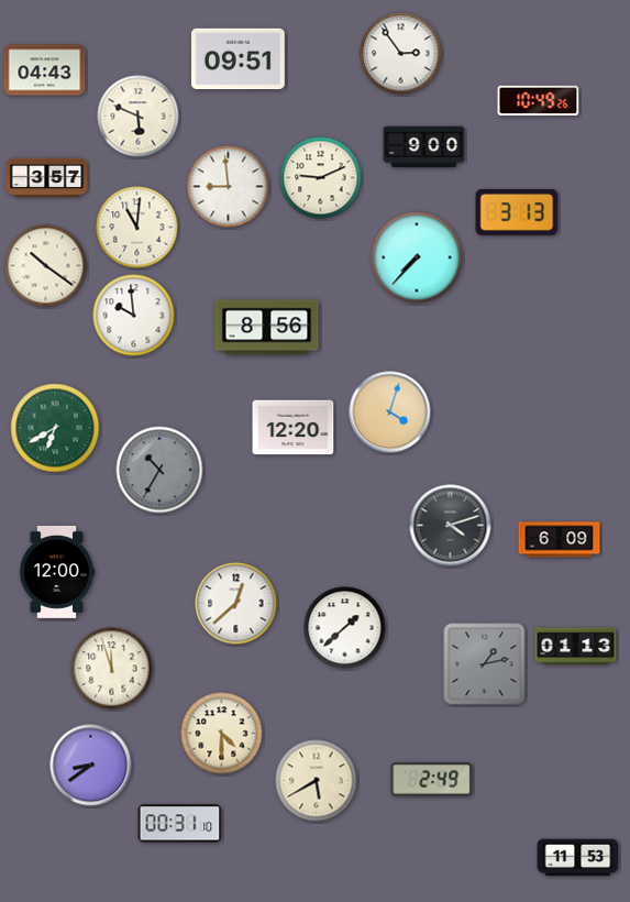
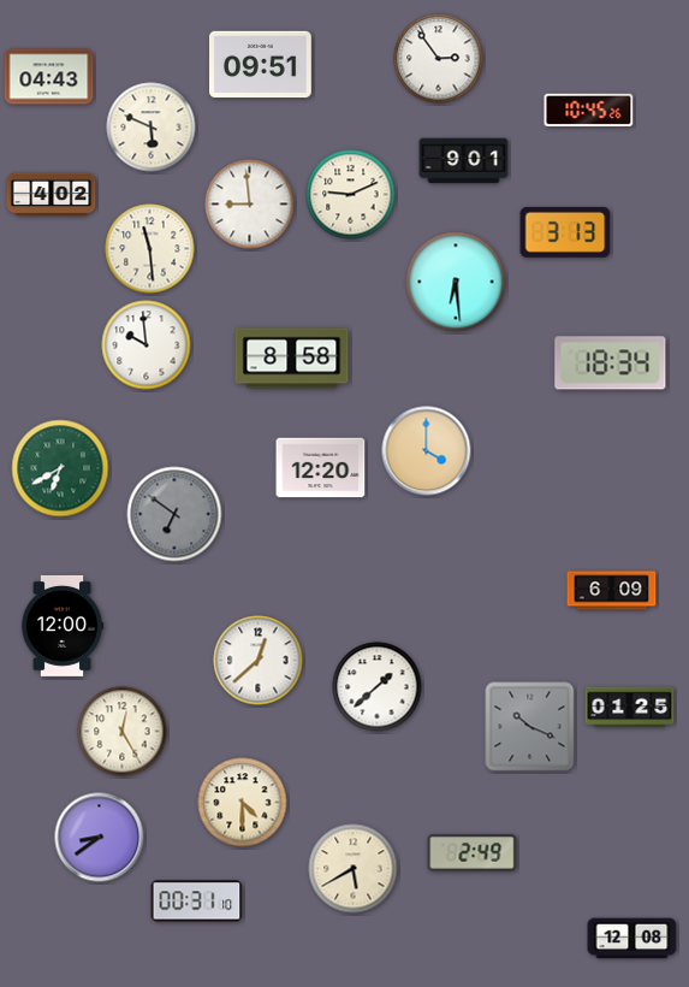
clock at (539, 100): 10:49 -> 10:45
clock at (424, 147): 9:00 -> 9:01
clock at (47, 178): 3:57 -> 4:02
clock at (137, 228): 11:01 -> 11:29
clock at (417, 257): 7:37 -> 6:29
clock at (46, 266): 10:21 -> none
clock at (267, 328): 8:56 -> 8:58
clock at (611, 364): none -> 18:34
clock at (390, 413): 4:03 -> 4:00
clock at (159, 470): 10:35 -> 6:51
clock at (451, 526): 4:12 -> none
clock at (576, 647): 01:13 -> 01:25
clock at (485, 664): 1:13 -> 10:19
clock at (112, 669): 11:57 -> 12:25
clock at (317, 781) position: (317, 781) -> (354, 869)
clock at (578, 858): 11:53 -> 12:08
